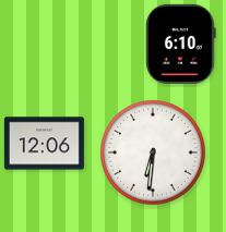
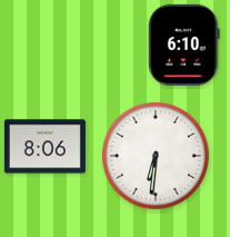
clock at (44, 144): 12:06 -> 8:06
